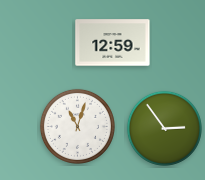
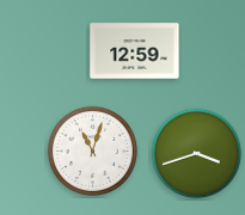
clock at (164, 128): 2:54 -> 3:42
